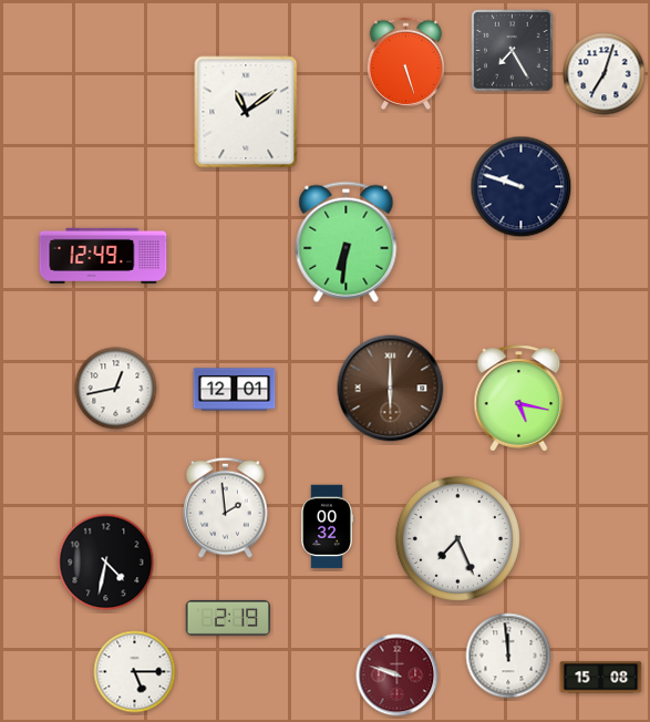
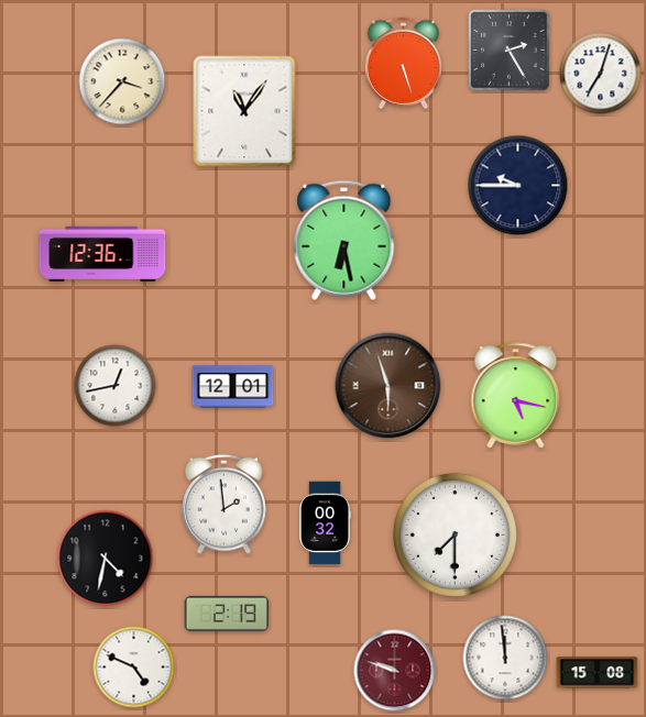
clock at (513, 51): 7:25 -> 2:25
clock at (122, 81): none -> 3:37
clock at (246, 112): 11:09 -> 11:06
clock at (522, 187): 9:48 -> 9:45
clock at (347, 241): 6:31 -> 6:28
clock at (103, 256): 12:49 -> 12:36
clock at (391, 389): 6:00 -> 5:57
clock at (457, 538): 7:26 -> 7:30
clock at (508, 656) position: (508, 656) -> (505, 658)
clock at (135, 672): 5:15 -> 4:49
